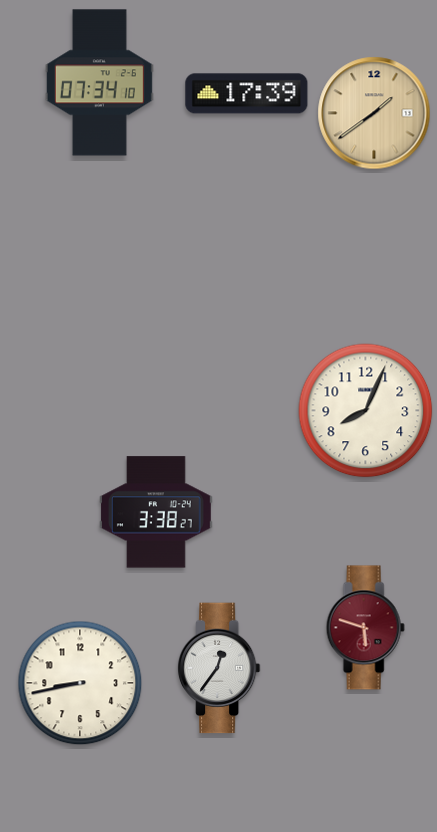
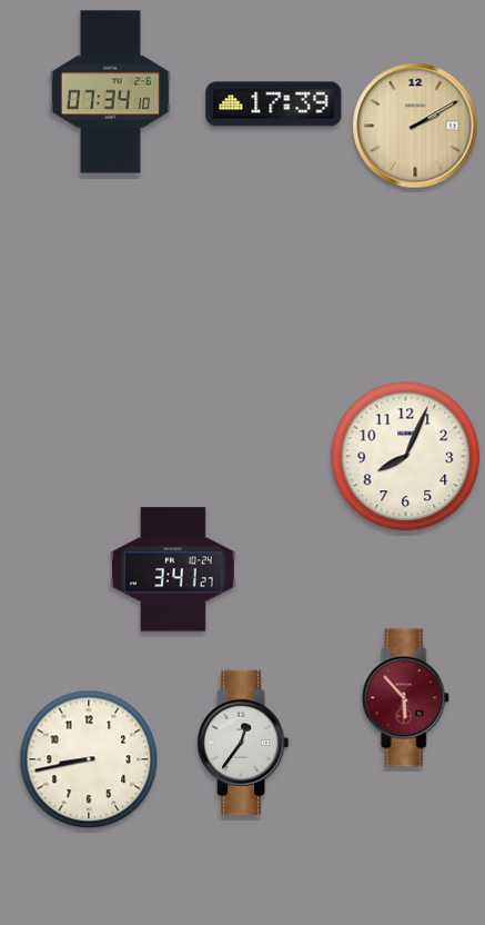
clock at (374, 113): 1:39 -> 2:10
clock at (156, 512): 3:38 -> 3:41
clock at (365, 628): 5:48 -> 5:53
